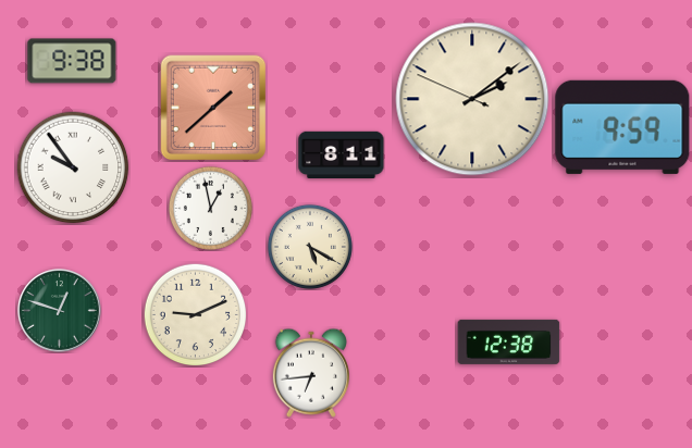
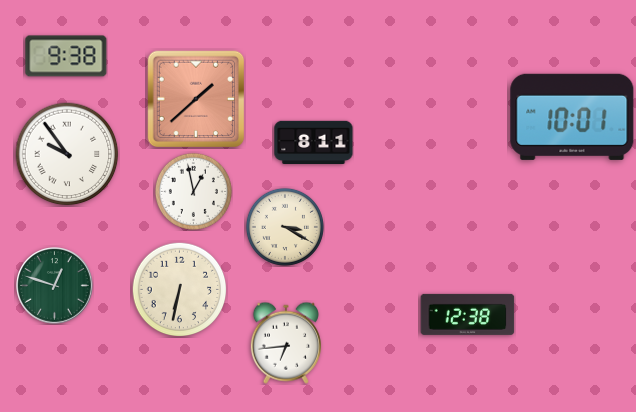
clock at (472, 99): 2:08 -> none
clock at (622, 127): 9:59 -> 10:01
clock at (310, 247): 5:20 -> 3:20
clock at (195, 314): 9:11 -> 6:32
